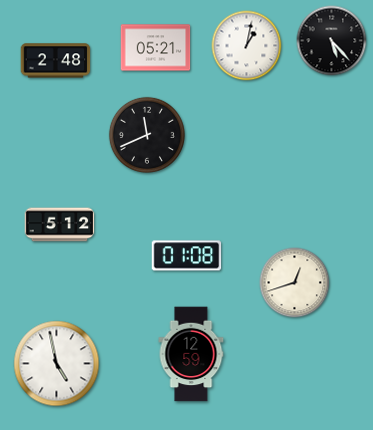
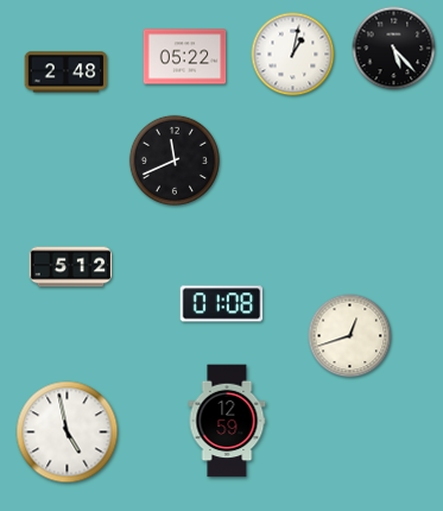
clock at (156, 48): 05:21 -> 05:22
